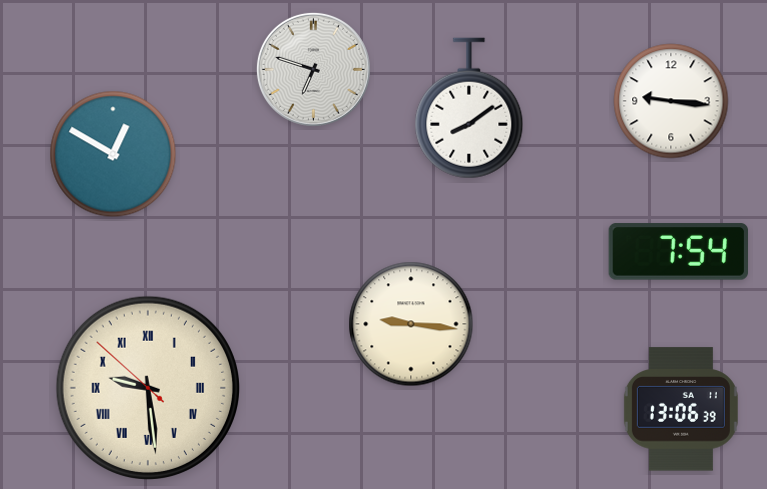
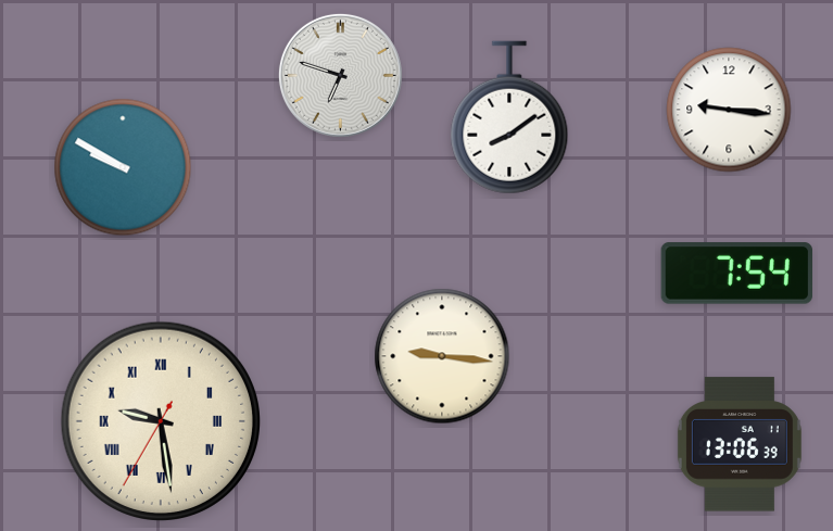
clock at (113, 154): 12:50 -> 9:50
clock at (411, 324) position: (411, 324) -> (442, 356)
clock at (147, 387): 9:28:52 -> 9:28:35
